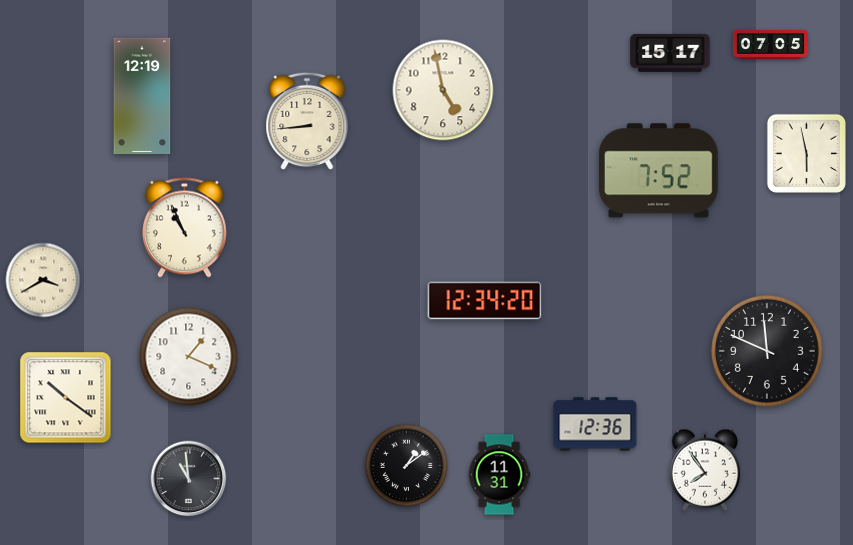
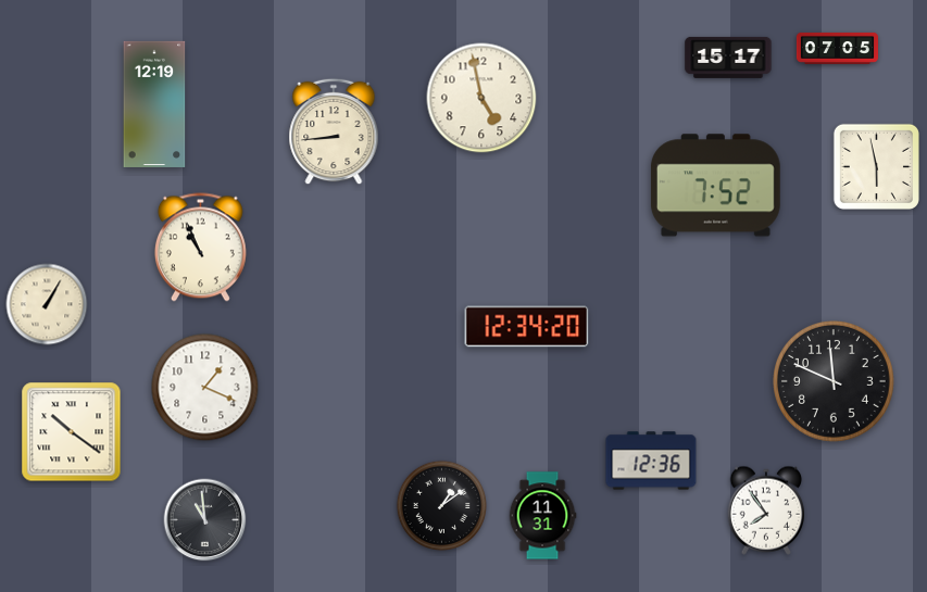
clock at (43, 280): 3:40 -> 1:05
clock at (595, 424) position: (595, 424) -> (651, 461)
